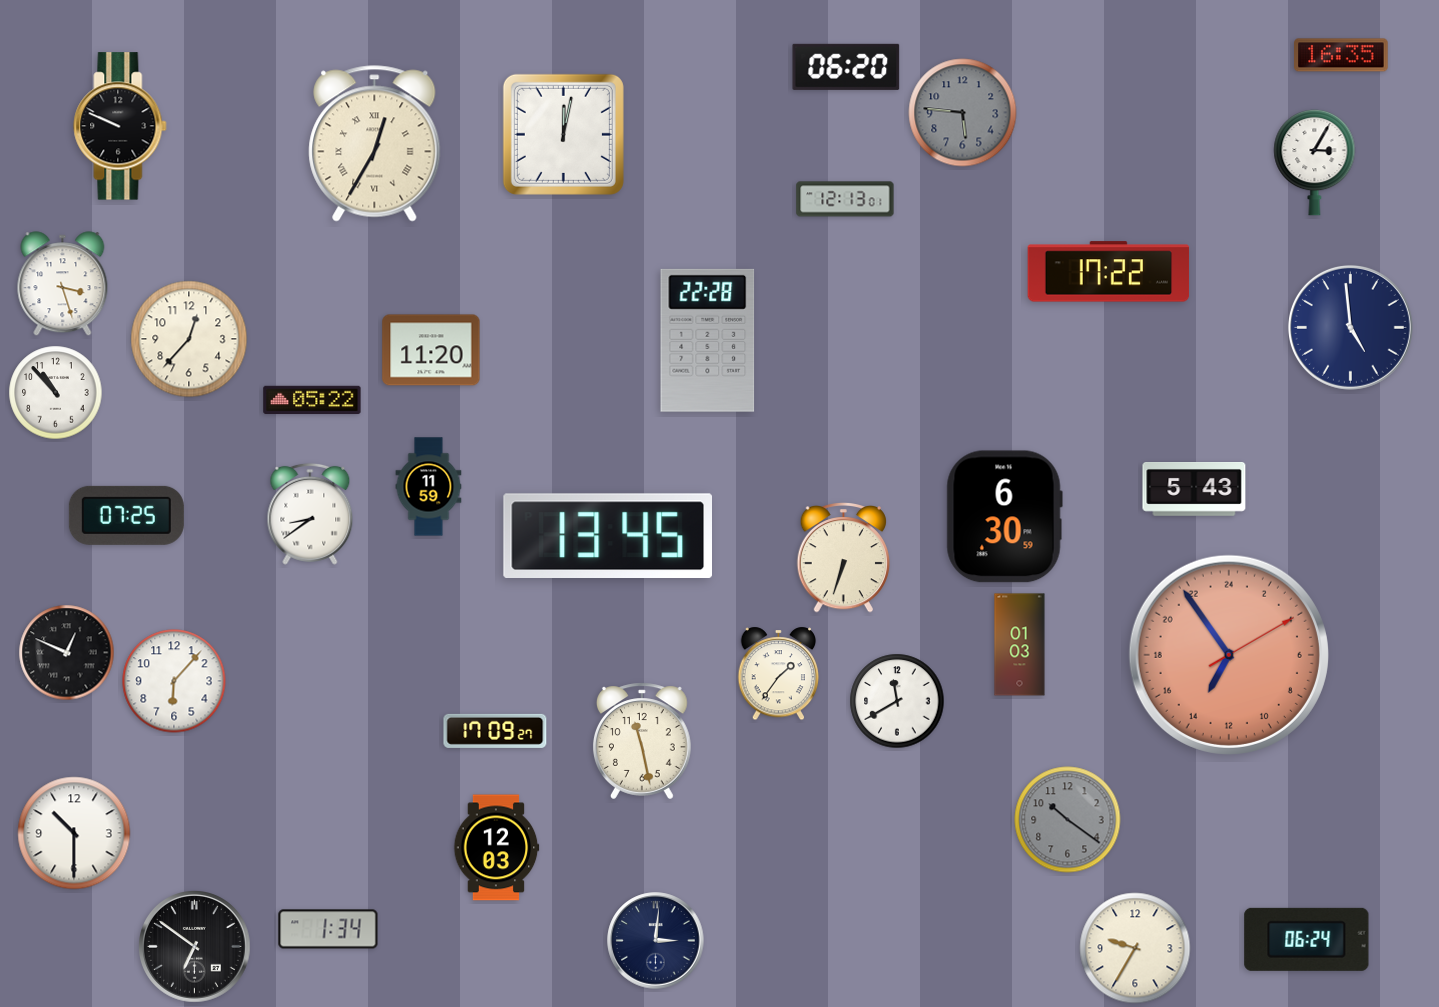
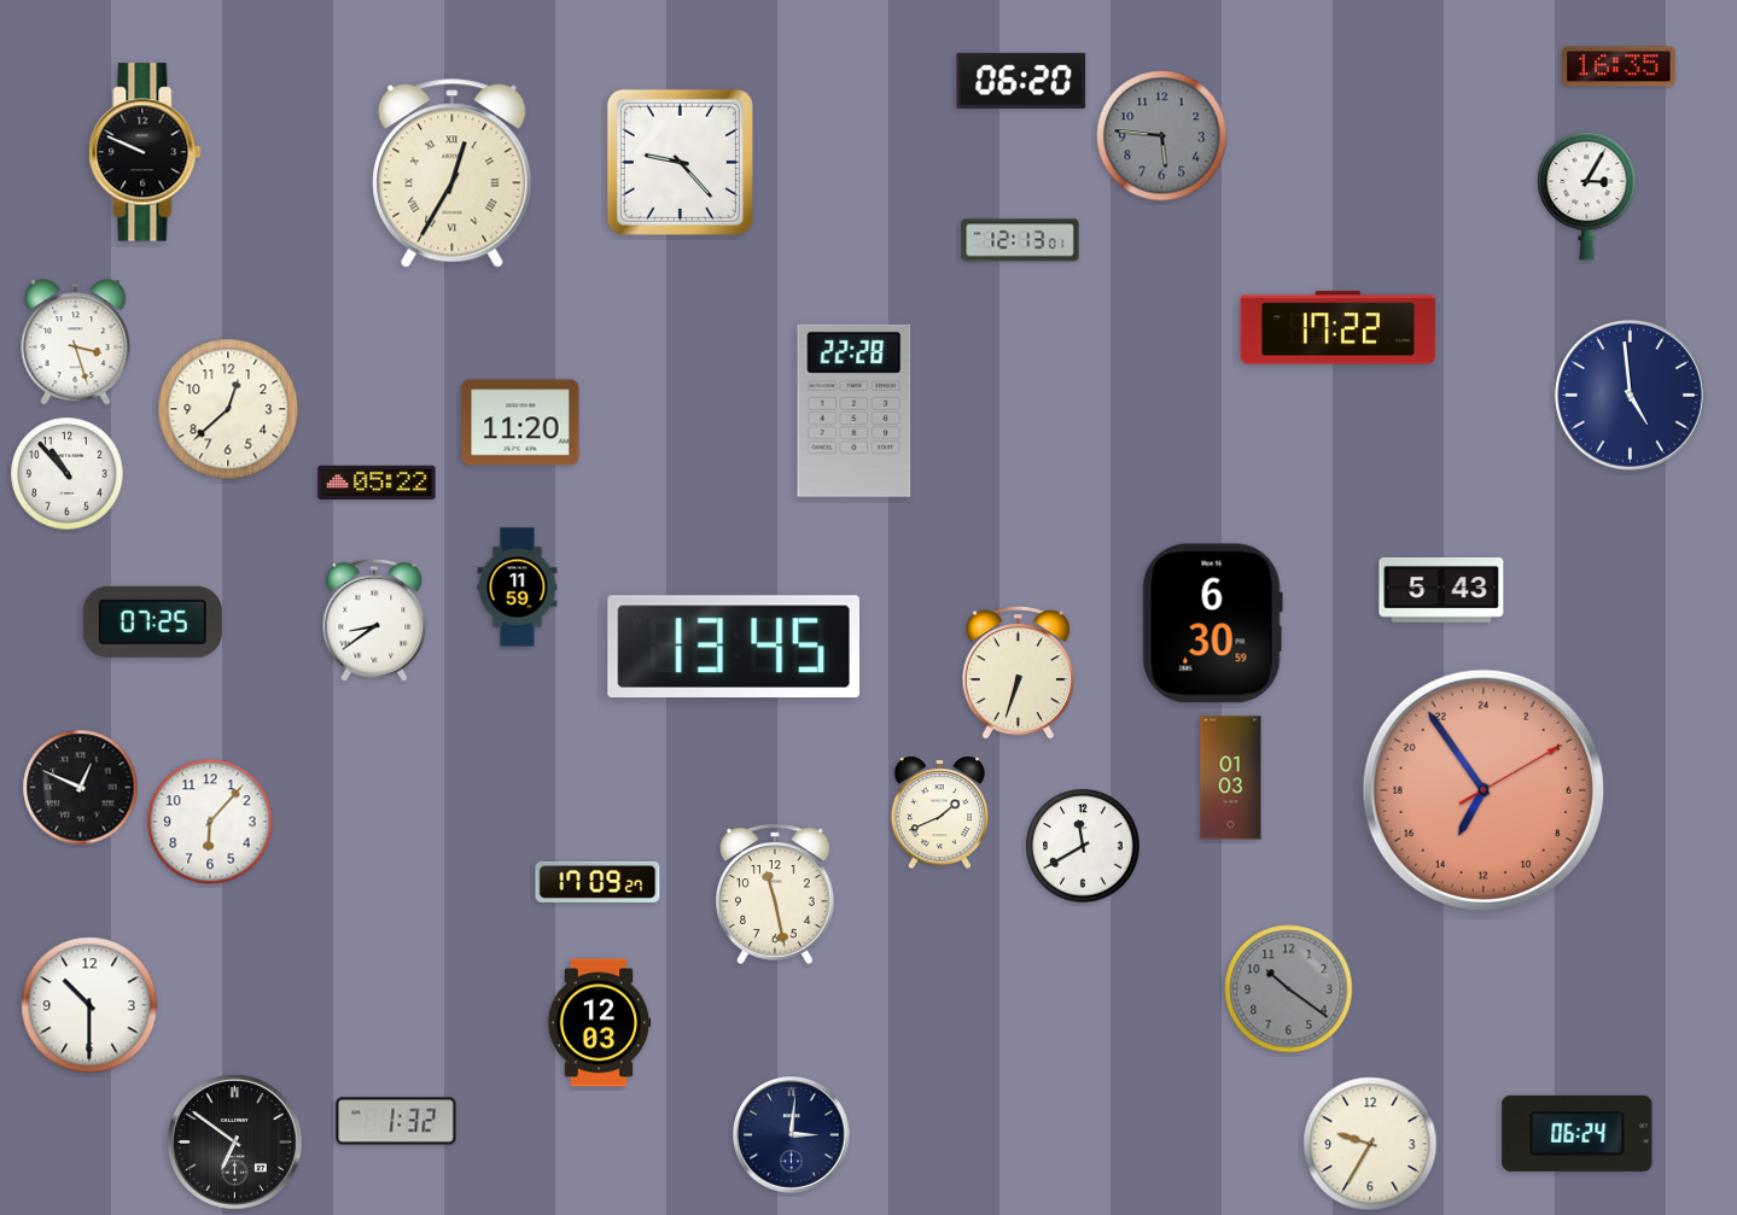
clock at (563, 134): 12:02 -> 9:23
clock at (189, 339): 12:37 -> 12:38
clock at (779, 674): 1:36 -> 1:41
clock at (328, 929): 1:34 -> 1:32
